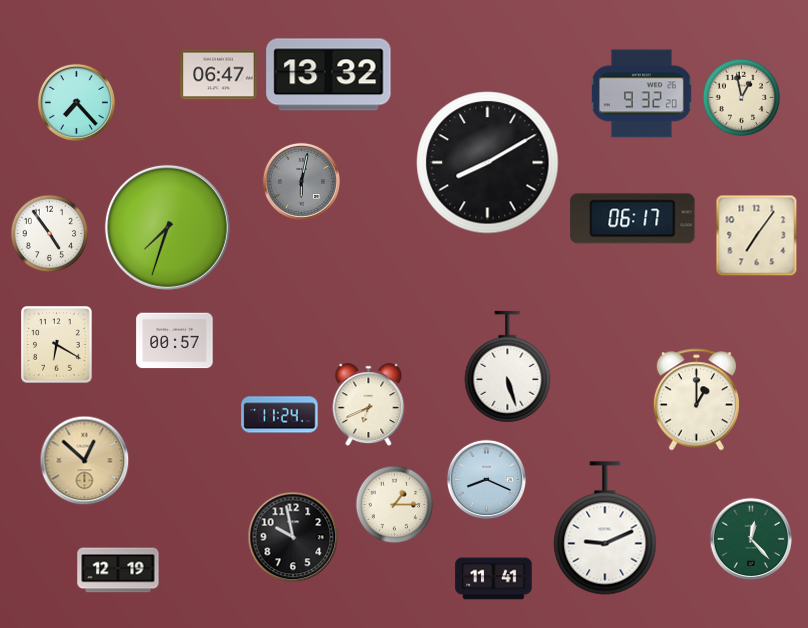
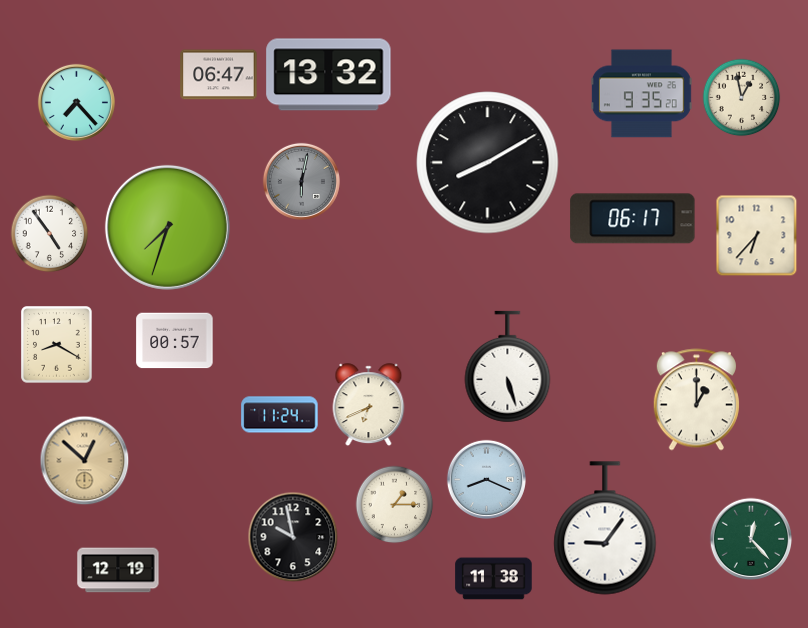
clock at (641, 94): 9:32 -> 9:35
clock at (756, 235): 7:06 -> 6:37
clock at (57, 345): 6:20 -> 8:20
clock at (605, 528): 9:11 -> 9:06
clock at (494, 579): 11:41 -> 11:38
